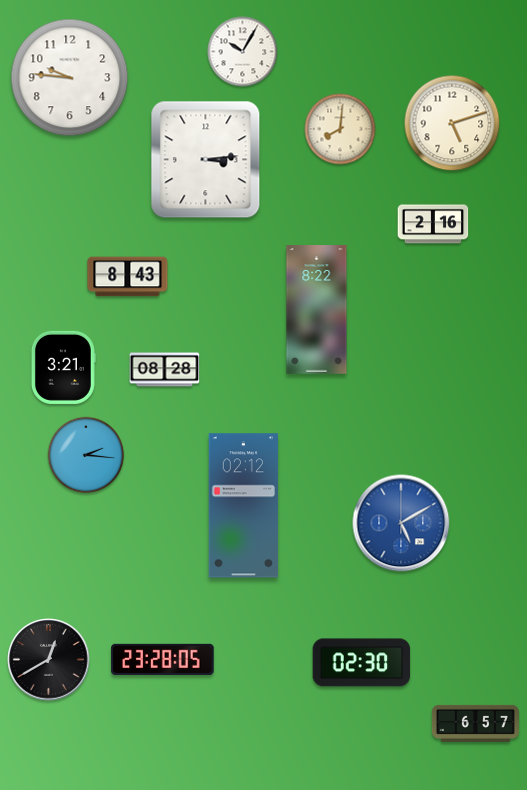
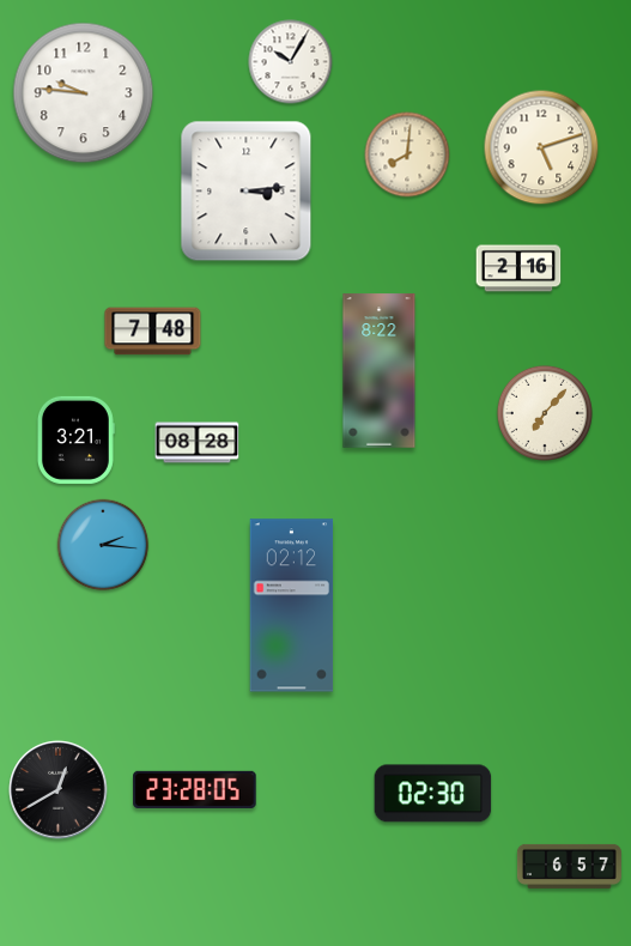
clock at (128, 277): 8:43 -> 7:48
clock at (545, 413): none -> 7:07
clock at (401, 523): 5:10 -> none
